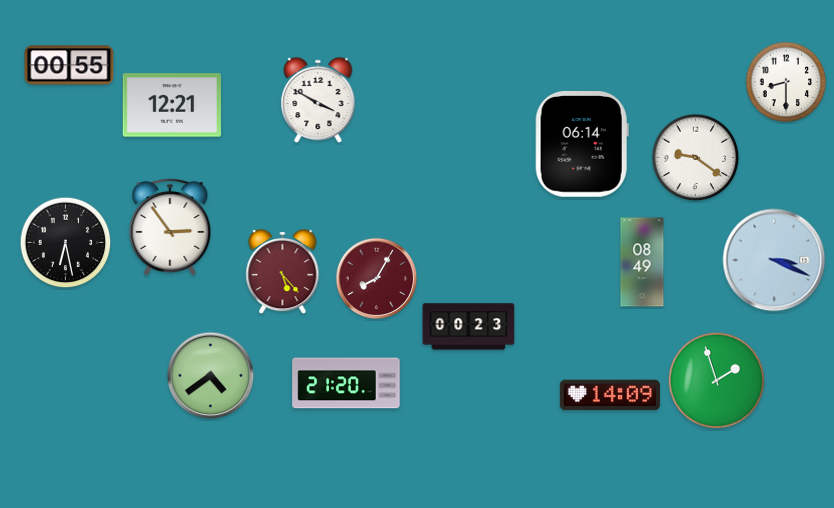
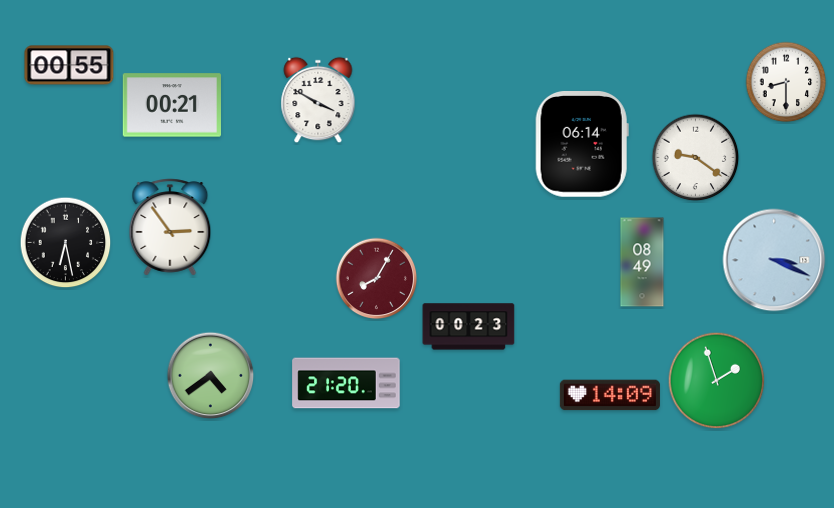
clock at (171, 105): 12:21 -> 00:21
clock at (283, 272): 5:23 -> none
